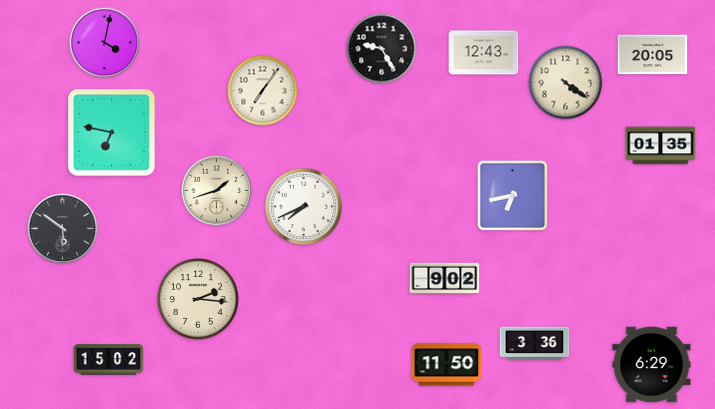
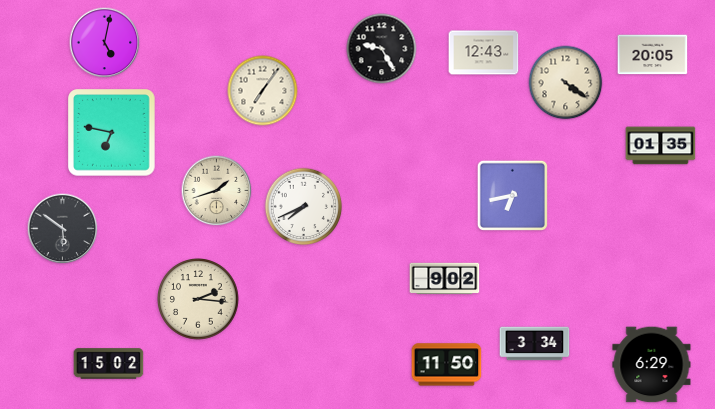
clock at (105, 43): 4:02 -> 5:02
clock at (535, 344): 3:36 -> 3:34
clock at (109, 360) position: (109, 360) -> (109, 364)
